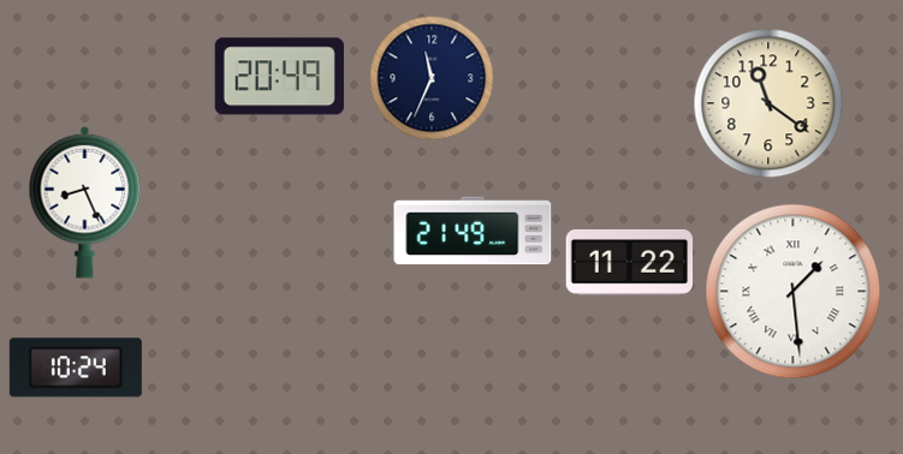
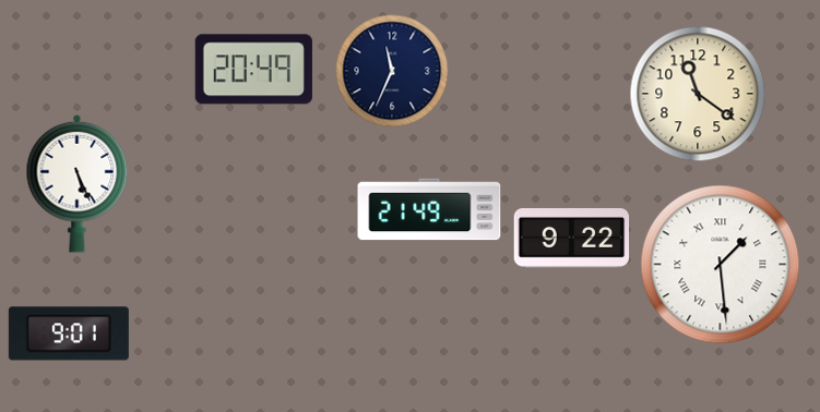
clock at (85, 202): 8:26 -> 5:26
clock at (630, 262): 11:22 -> 9:22
clock at (76, 368): 10:24 -> 9:01
